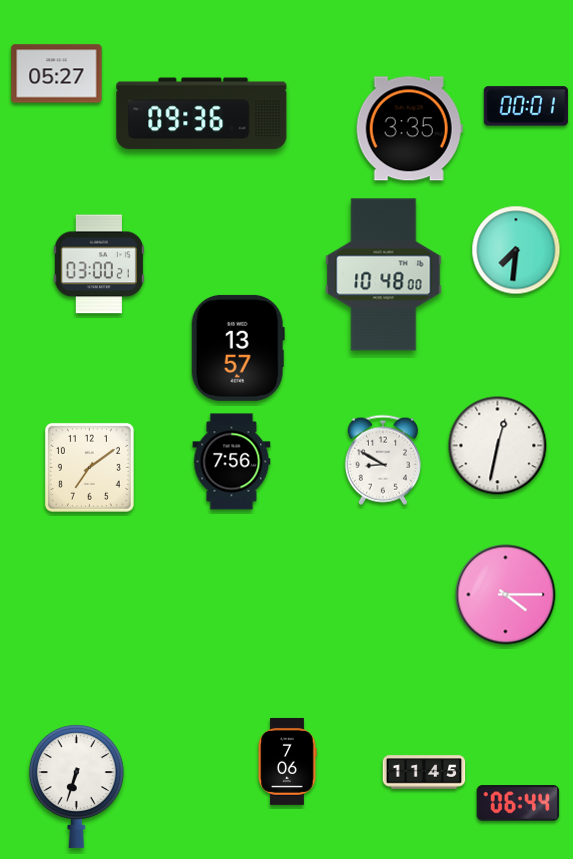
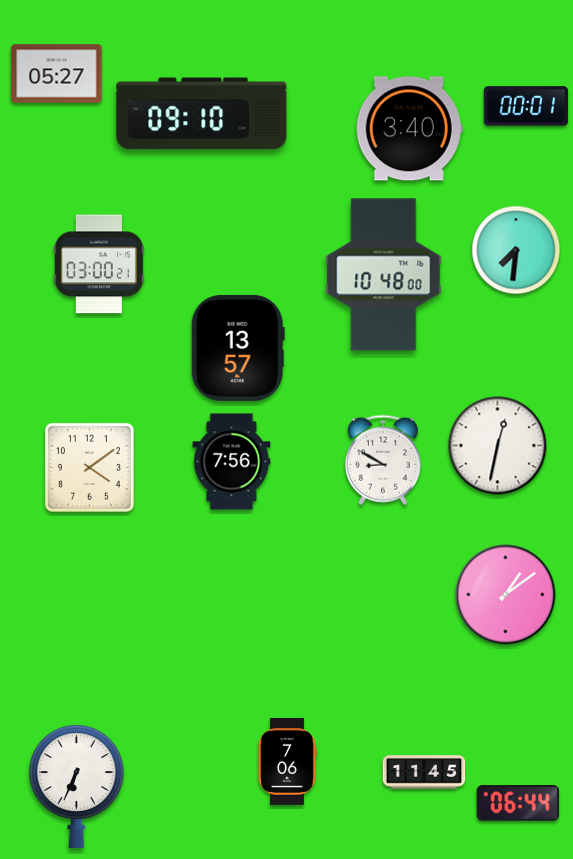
clock at (202, 114): 09:36 -> 09:10
clock at (409, 129): 3:35 -> 3:40
clock at (89, 467): 7:09 -> 4:09
clock at (506, 595): 4:15 -> 1:09
clock at (76, 786): 6:33 -> 6:34
